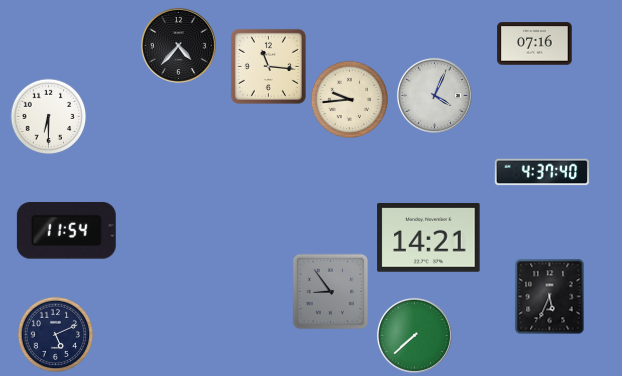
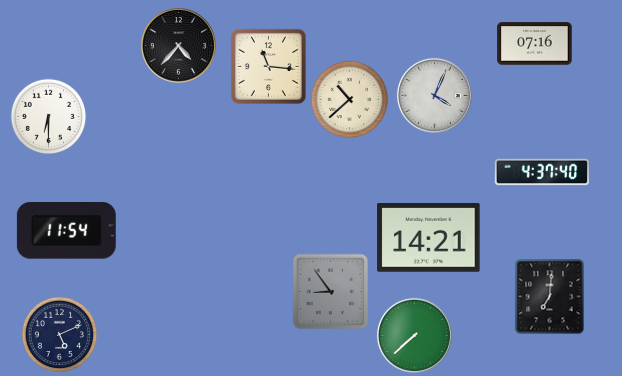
clock at (350, 100): 9:44 -> 10:38
clock at (550, 297): 5:34 -> 7:01
clock at (56, 335) position: (56, 335) -> (60, 335)
